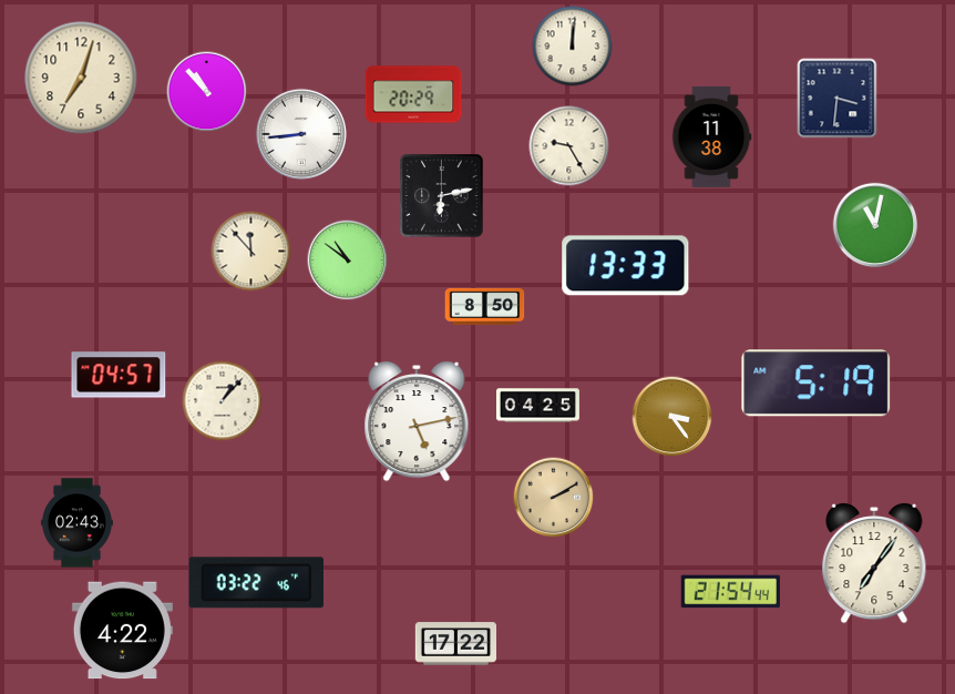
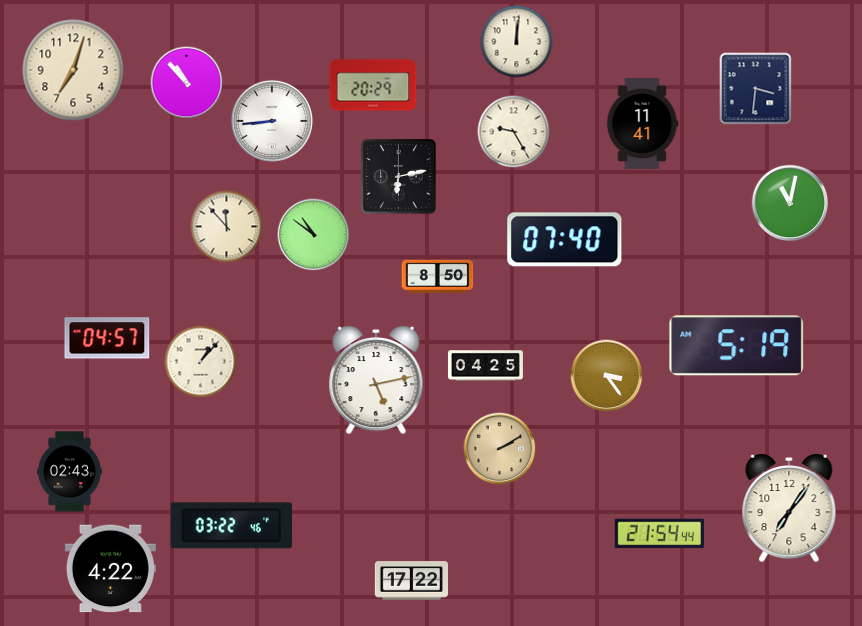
clock at (711, 136): 11:38 -> 11:41
clock at (626, 266): 13:33 -> 07:40
